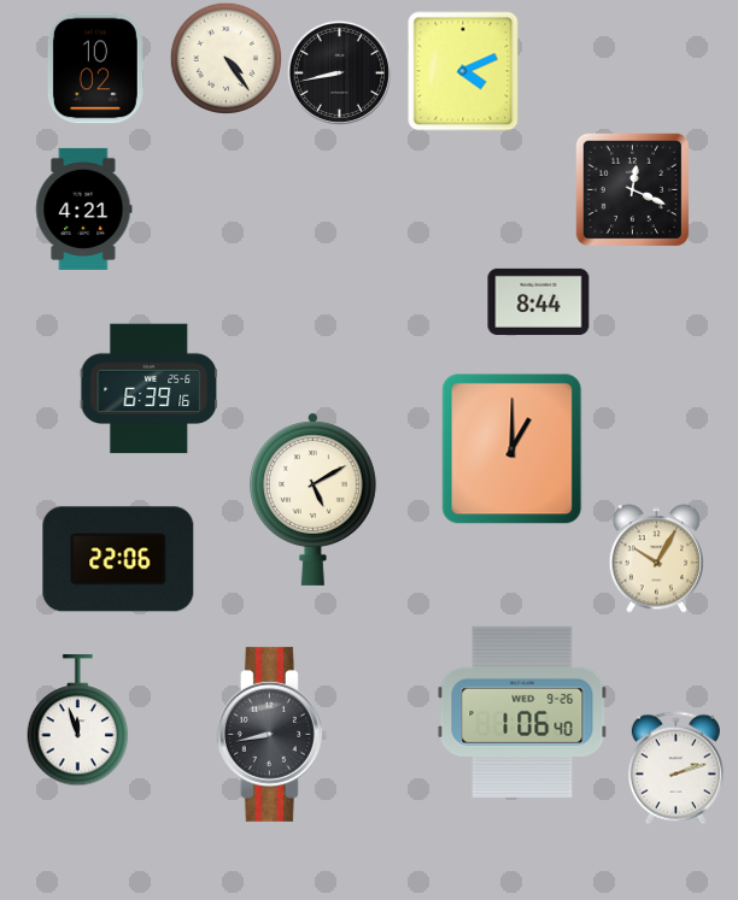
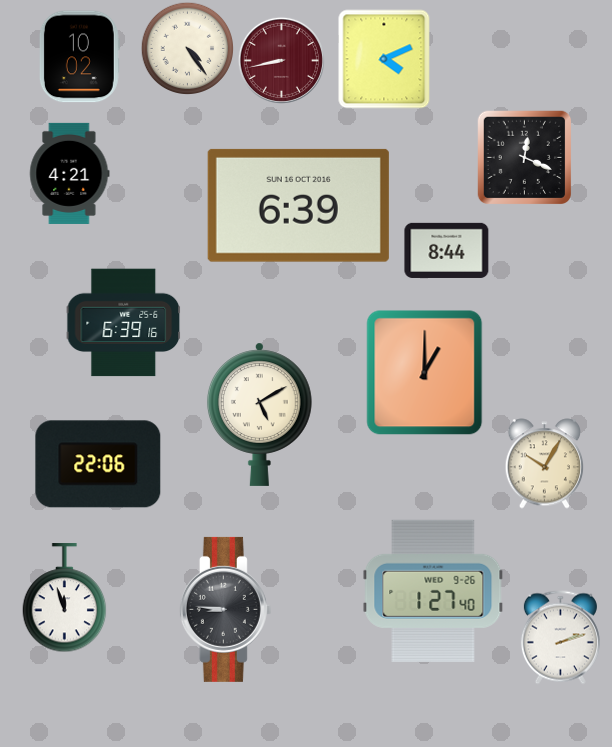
clock at (339, 72) dial: black -> burgundy
clock at (298, 205): none -> 6:39
clock at (522, 712): 1:06 -> 1:27
clock at (271, 734): 8:43 -> 8:46
